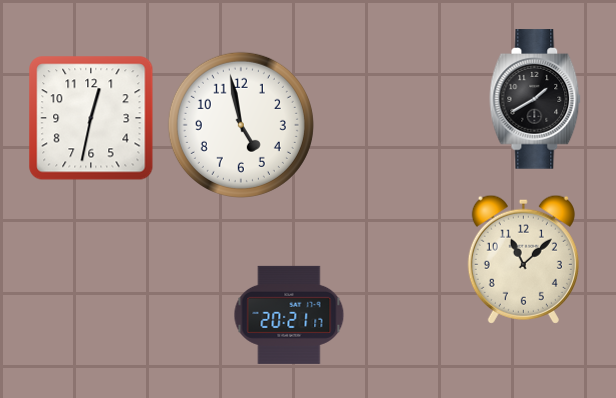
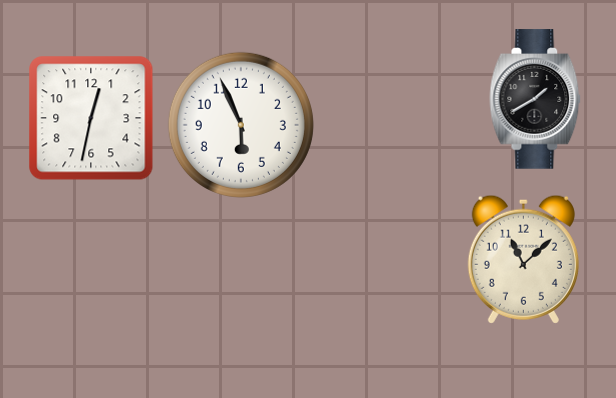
clock at (241, 125): 4:58 -> 5:56
clock at (289, 315): 20:21 -> none
